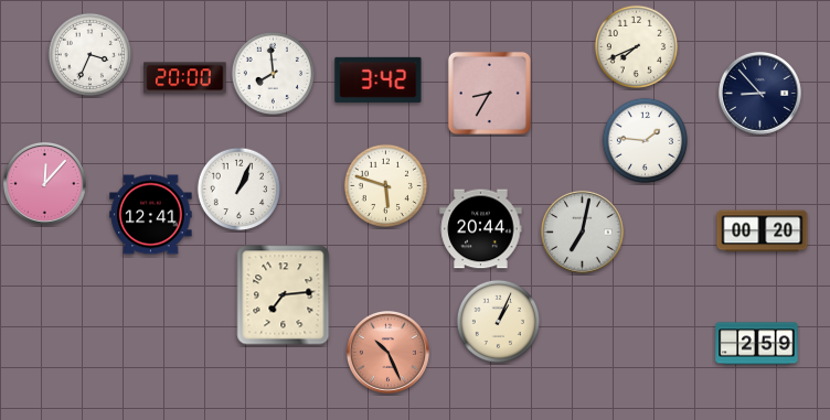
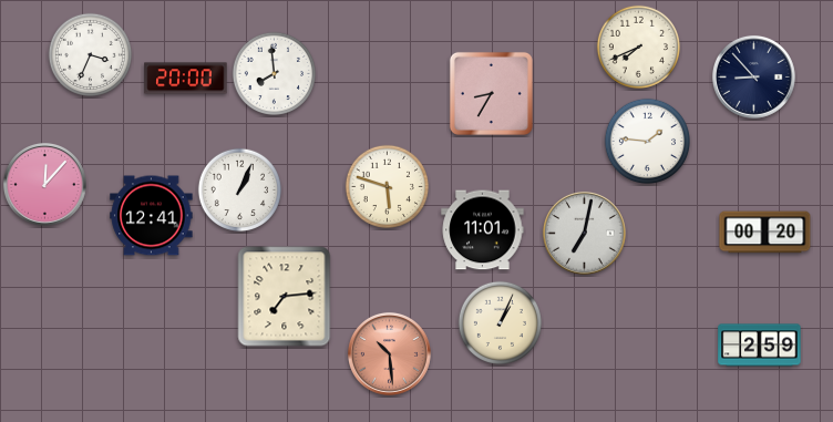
clock at (379, 79): 3:42 -> none
clock at (759, 93) position: (759, 93) -> (753, 76)
clock at (481, 229): 20:44 -> 11:01
clock at (387, 352): 10:26 -> 10:29
